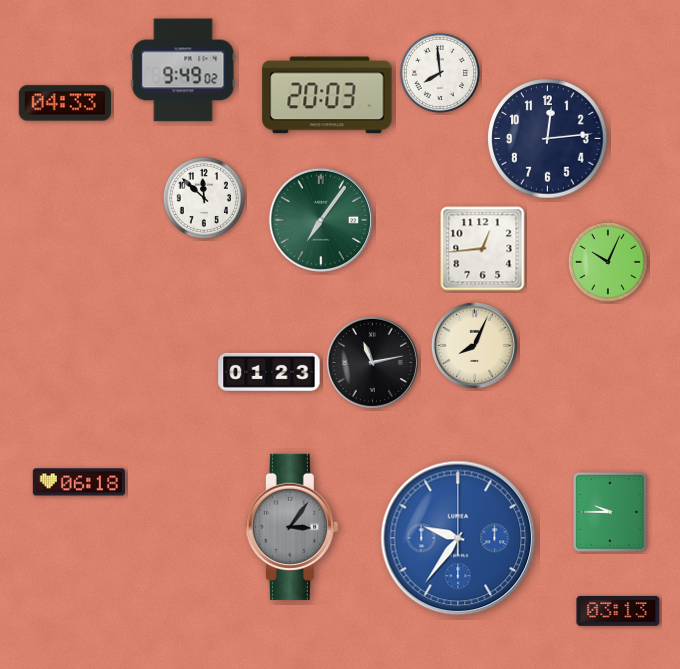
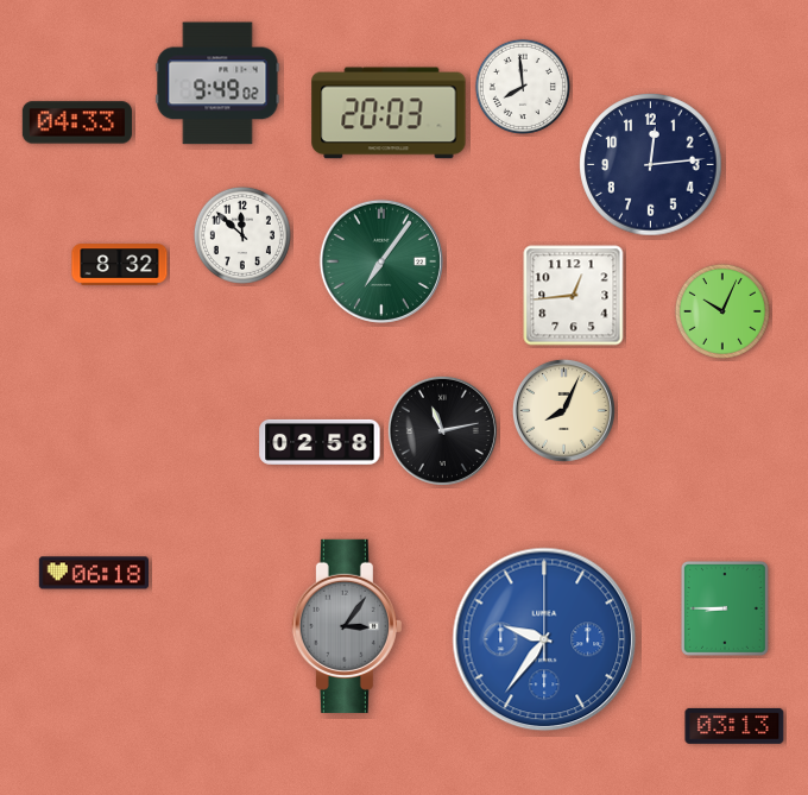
clock at (120, 265): none -> 8:32
clock at (269, 372): 01:23 -> 02:58
clock at (610, 512): 9:45 -> 8:45
